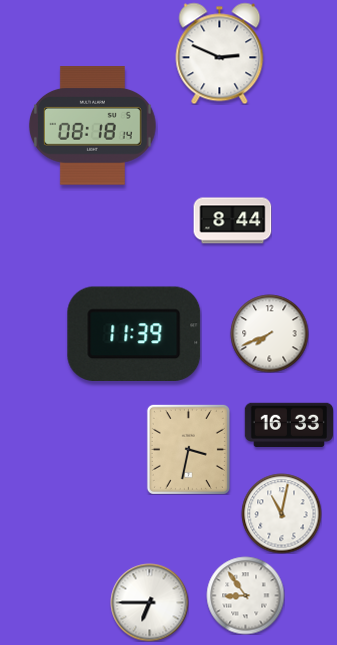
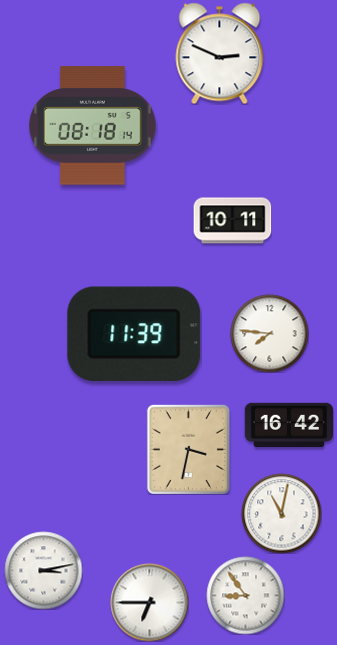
clock at (232, 221): 8:44 -> 10:11
clock at (269, 333): 7:41 -> 7:46
clock at (288, 424): 16:33 -> 16:42
clock at (43, 570): none -> 3:13
